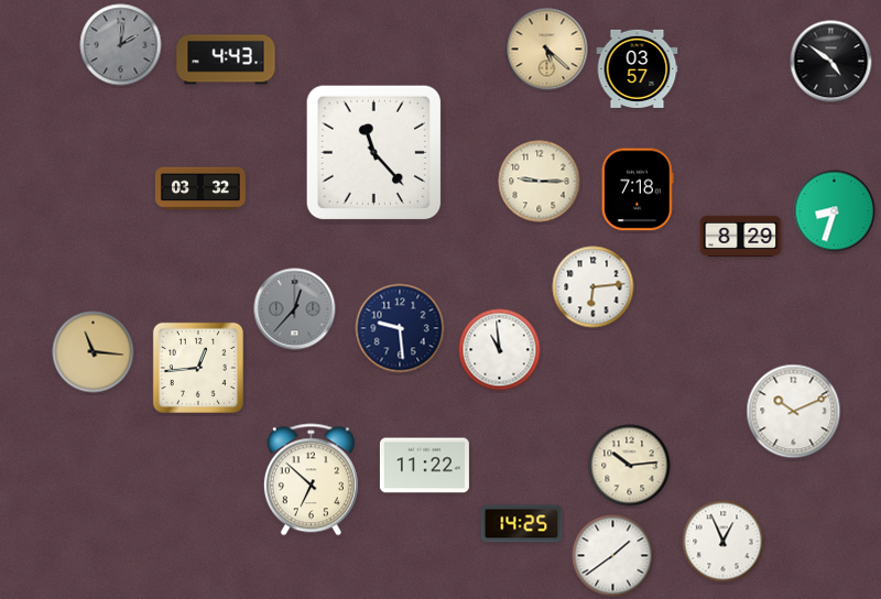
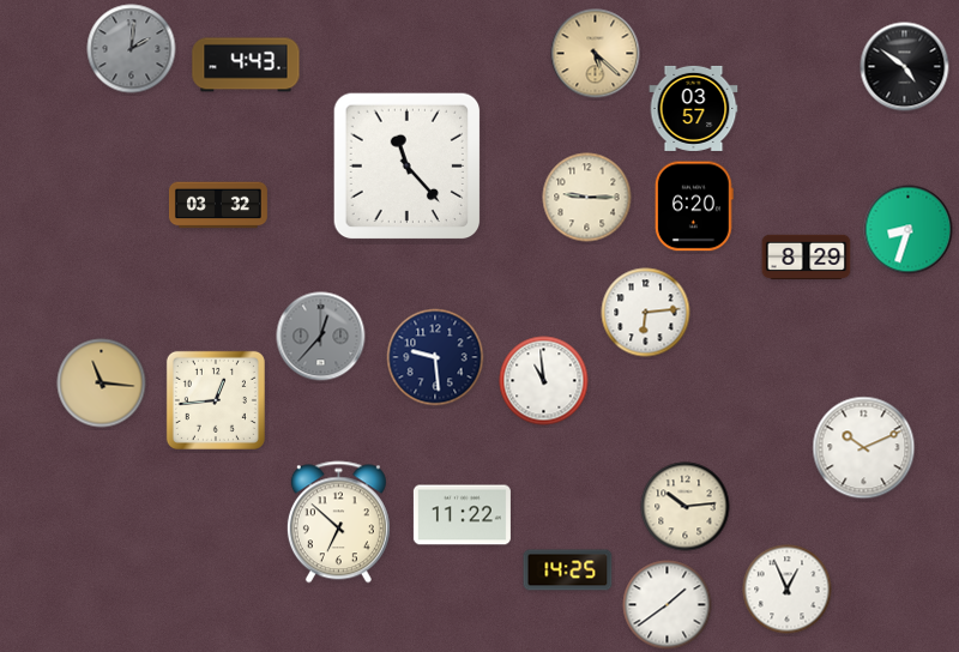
clock at (638, 68) position: (638, 68) -> (694, 108)
clock at (638, 189): 7:18 -> 6:20
clock at (424, 466) position: (424, 466) -> (462, 515)
